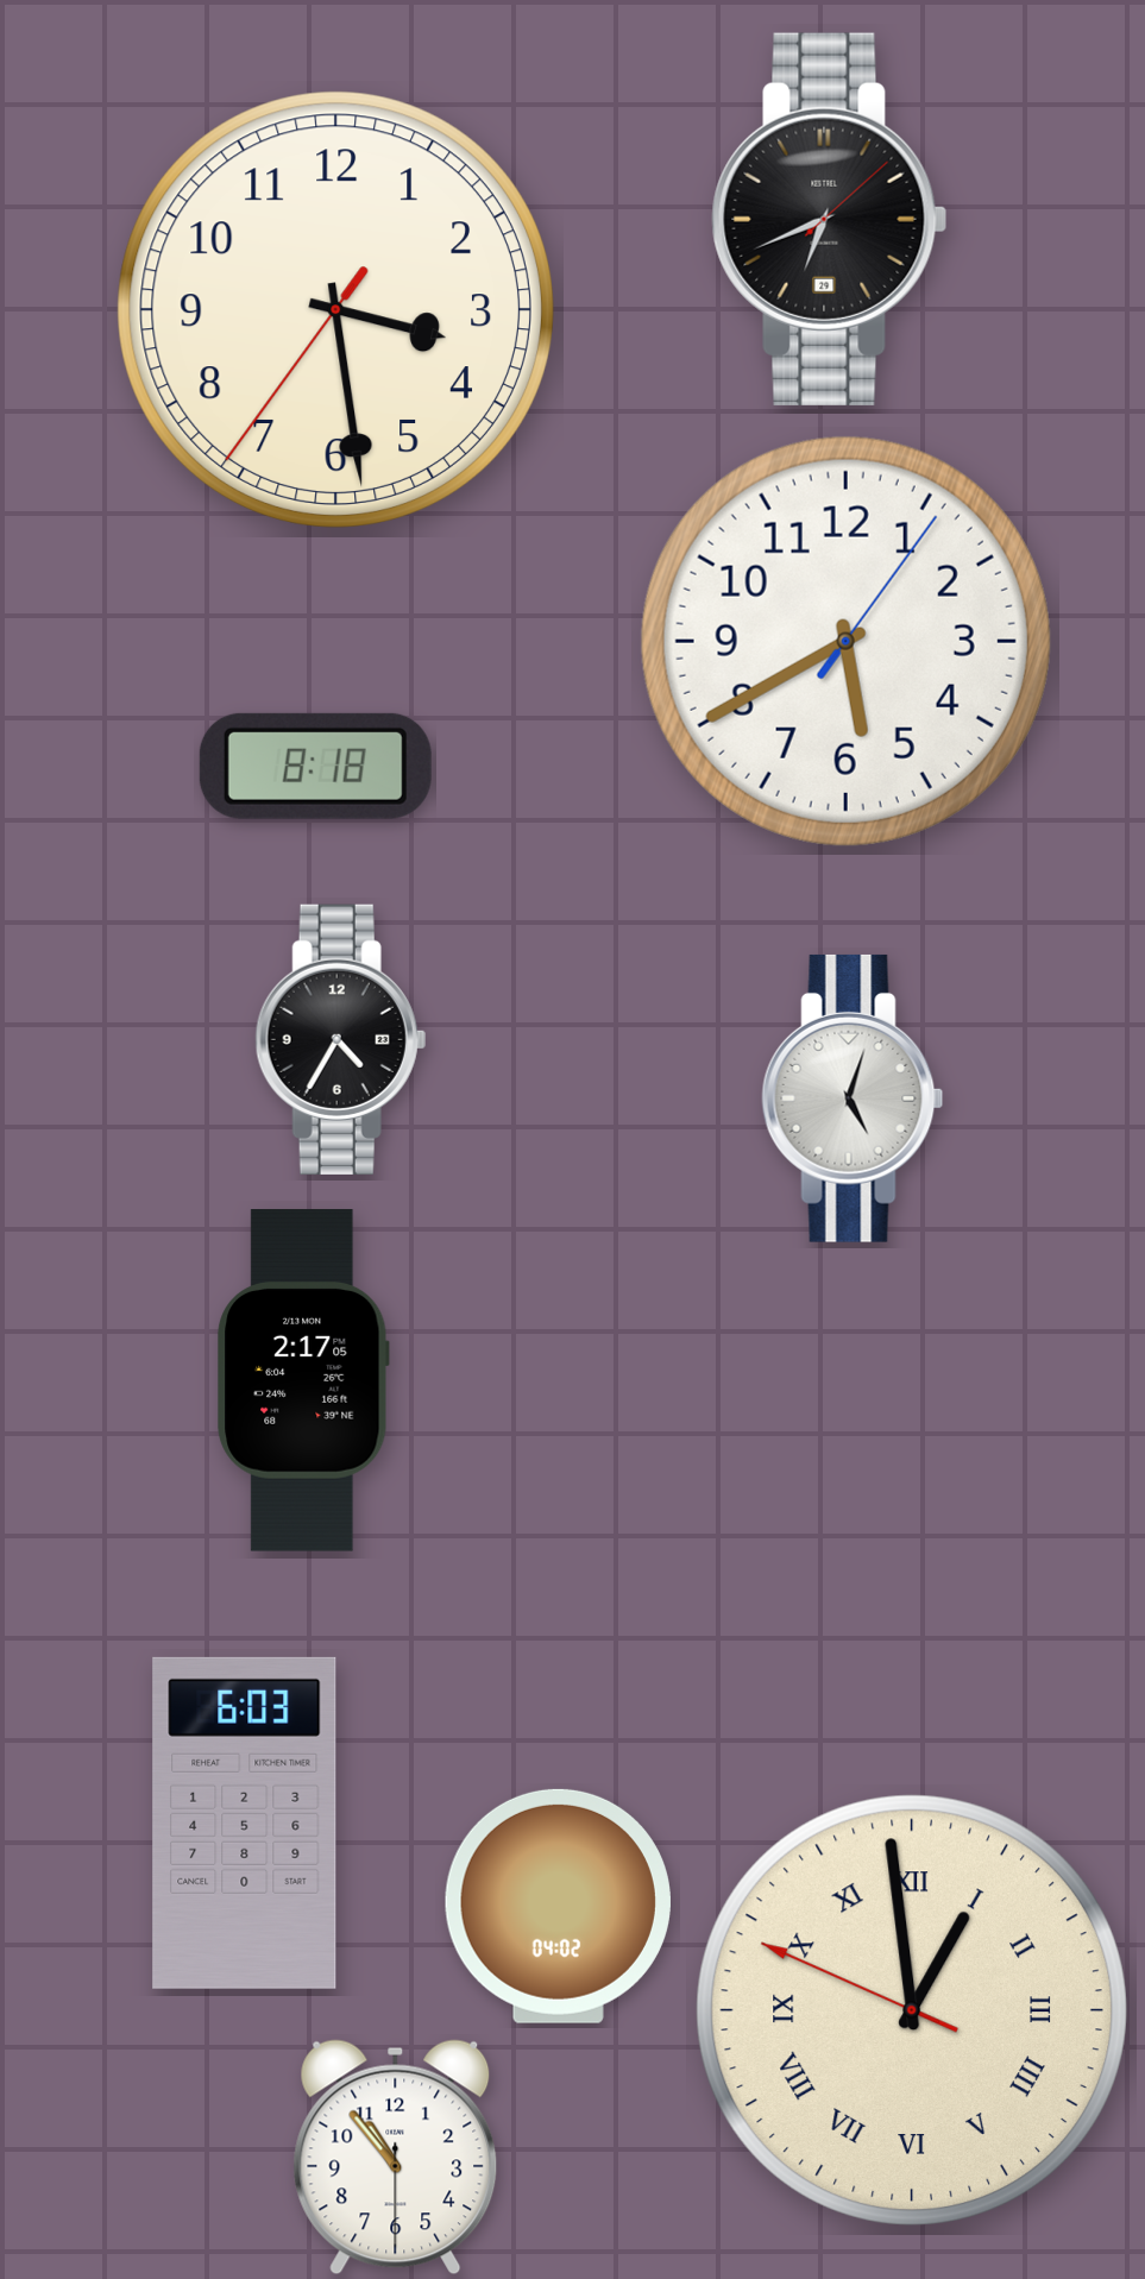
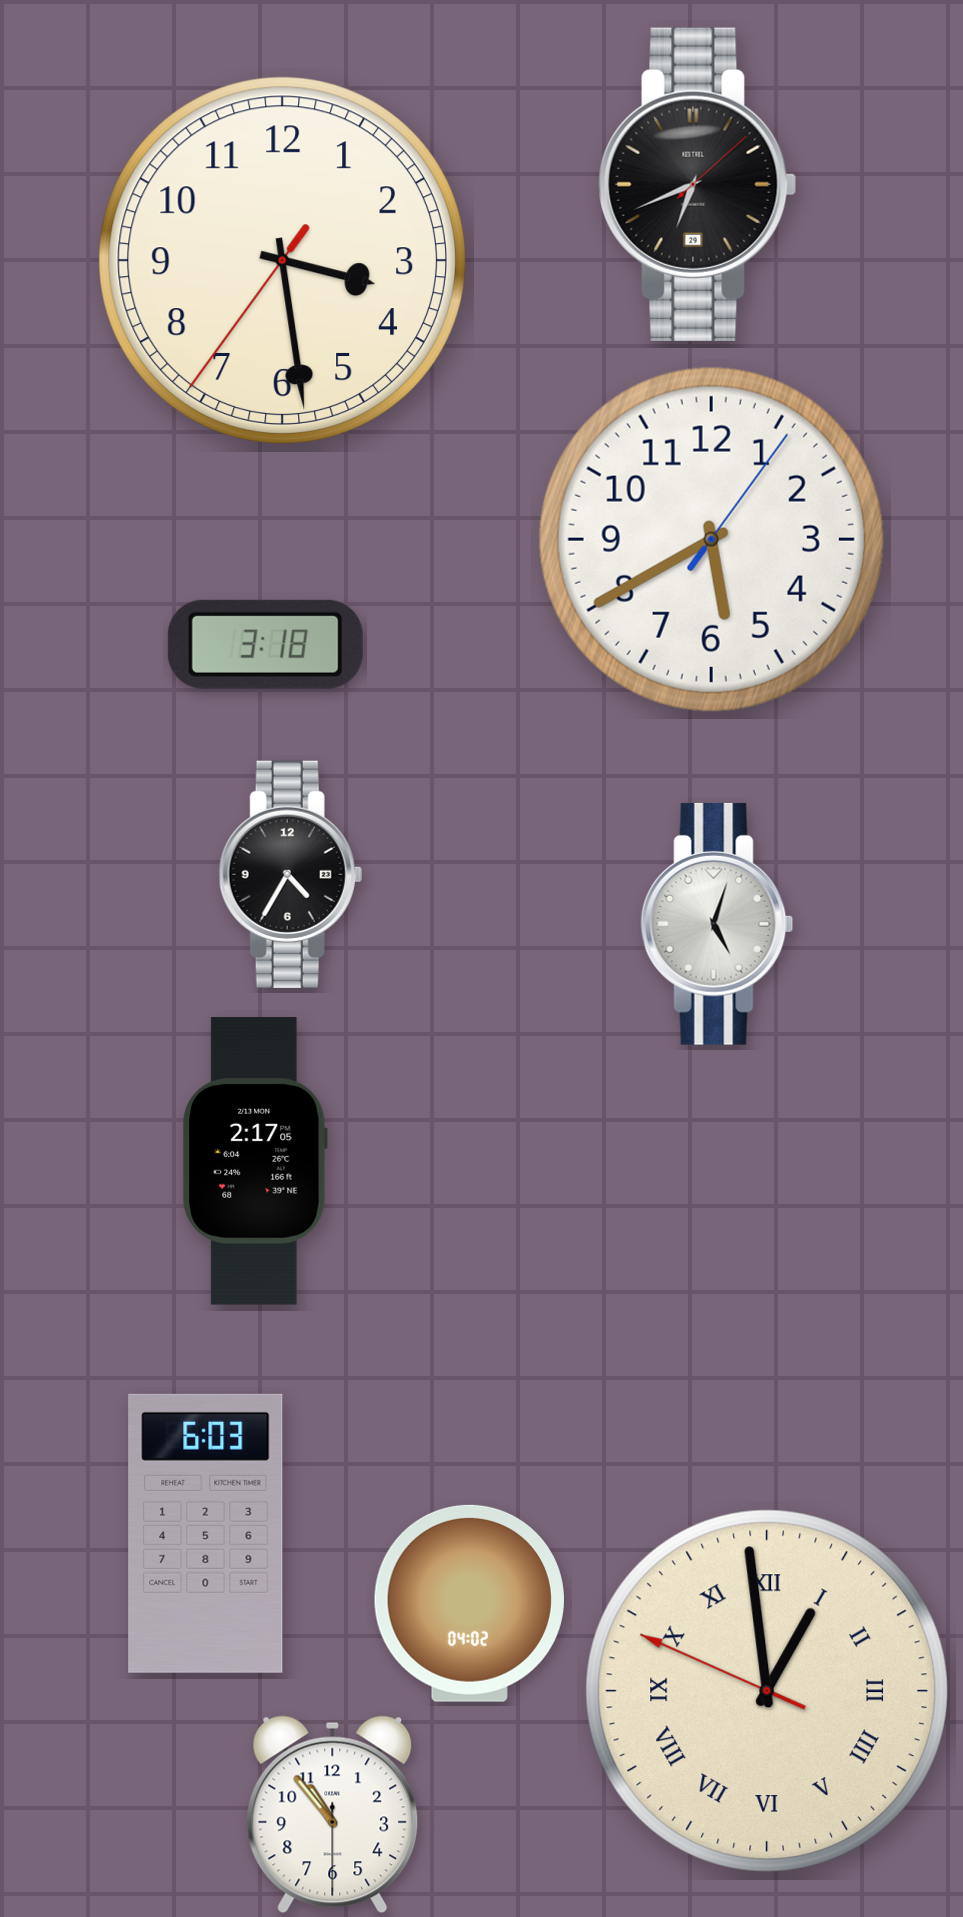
clock at (315, 766): 8:18 -> 3:18
clock at (340, 1039) position: (340, 1039) -> (290, 874)
